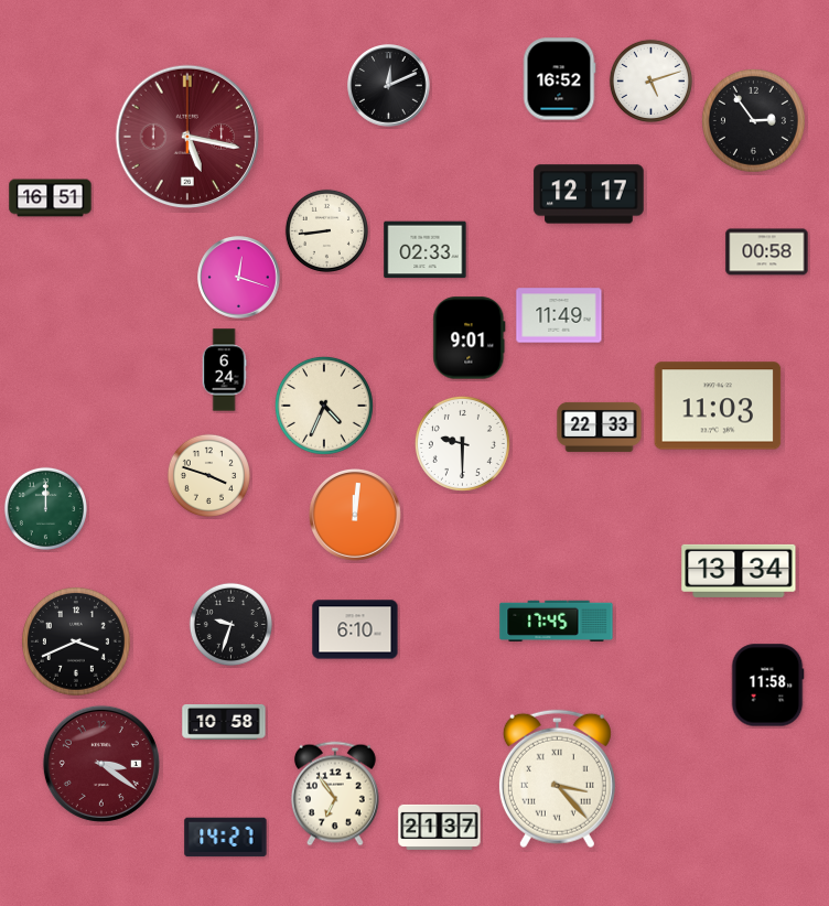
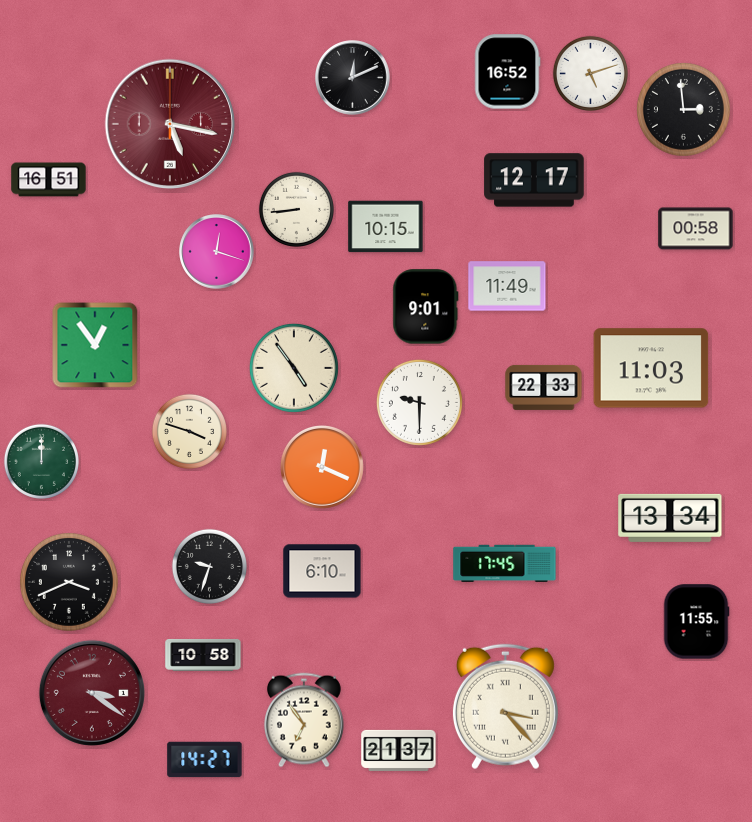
clock at (753, 120): 2:54 -> 2:59
clock at (589, 194) position: (589, 194) -> (534, 180)
clock at (51, 198) position: (51, 198) -> (49, 180)
clock at (426, 250): 02:33 -> 10:15
clock at (224, 370): 6:24 -> none
clock at (95, 345): none -> 12:54
clock at (324, 406): 4:34 -> 4:54
clock at (355, 515): 12:01 -> 12:19
clock at (767, 686): 11:58 -> 11:55
